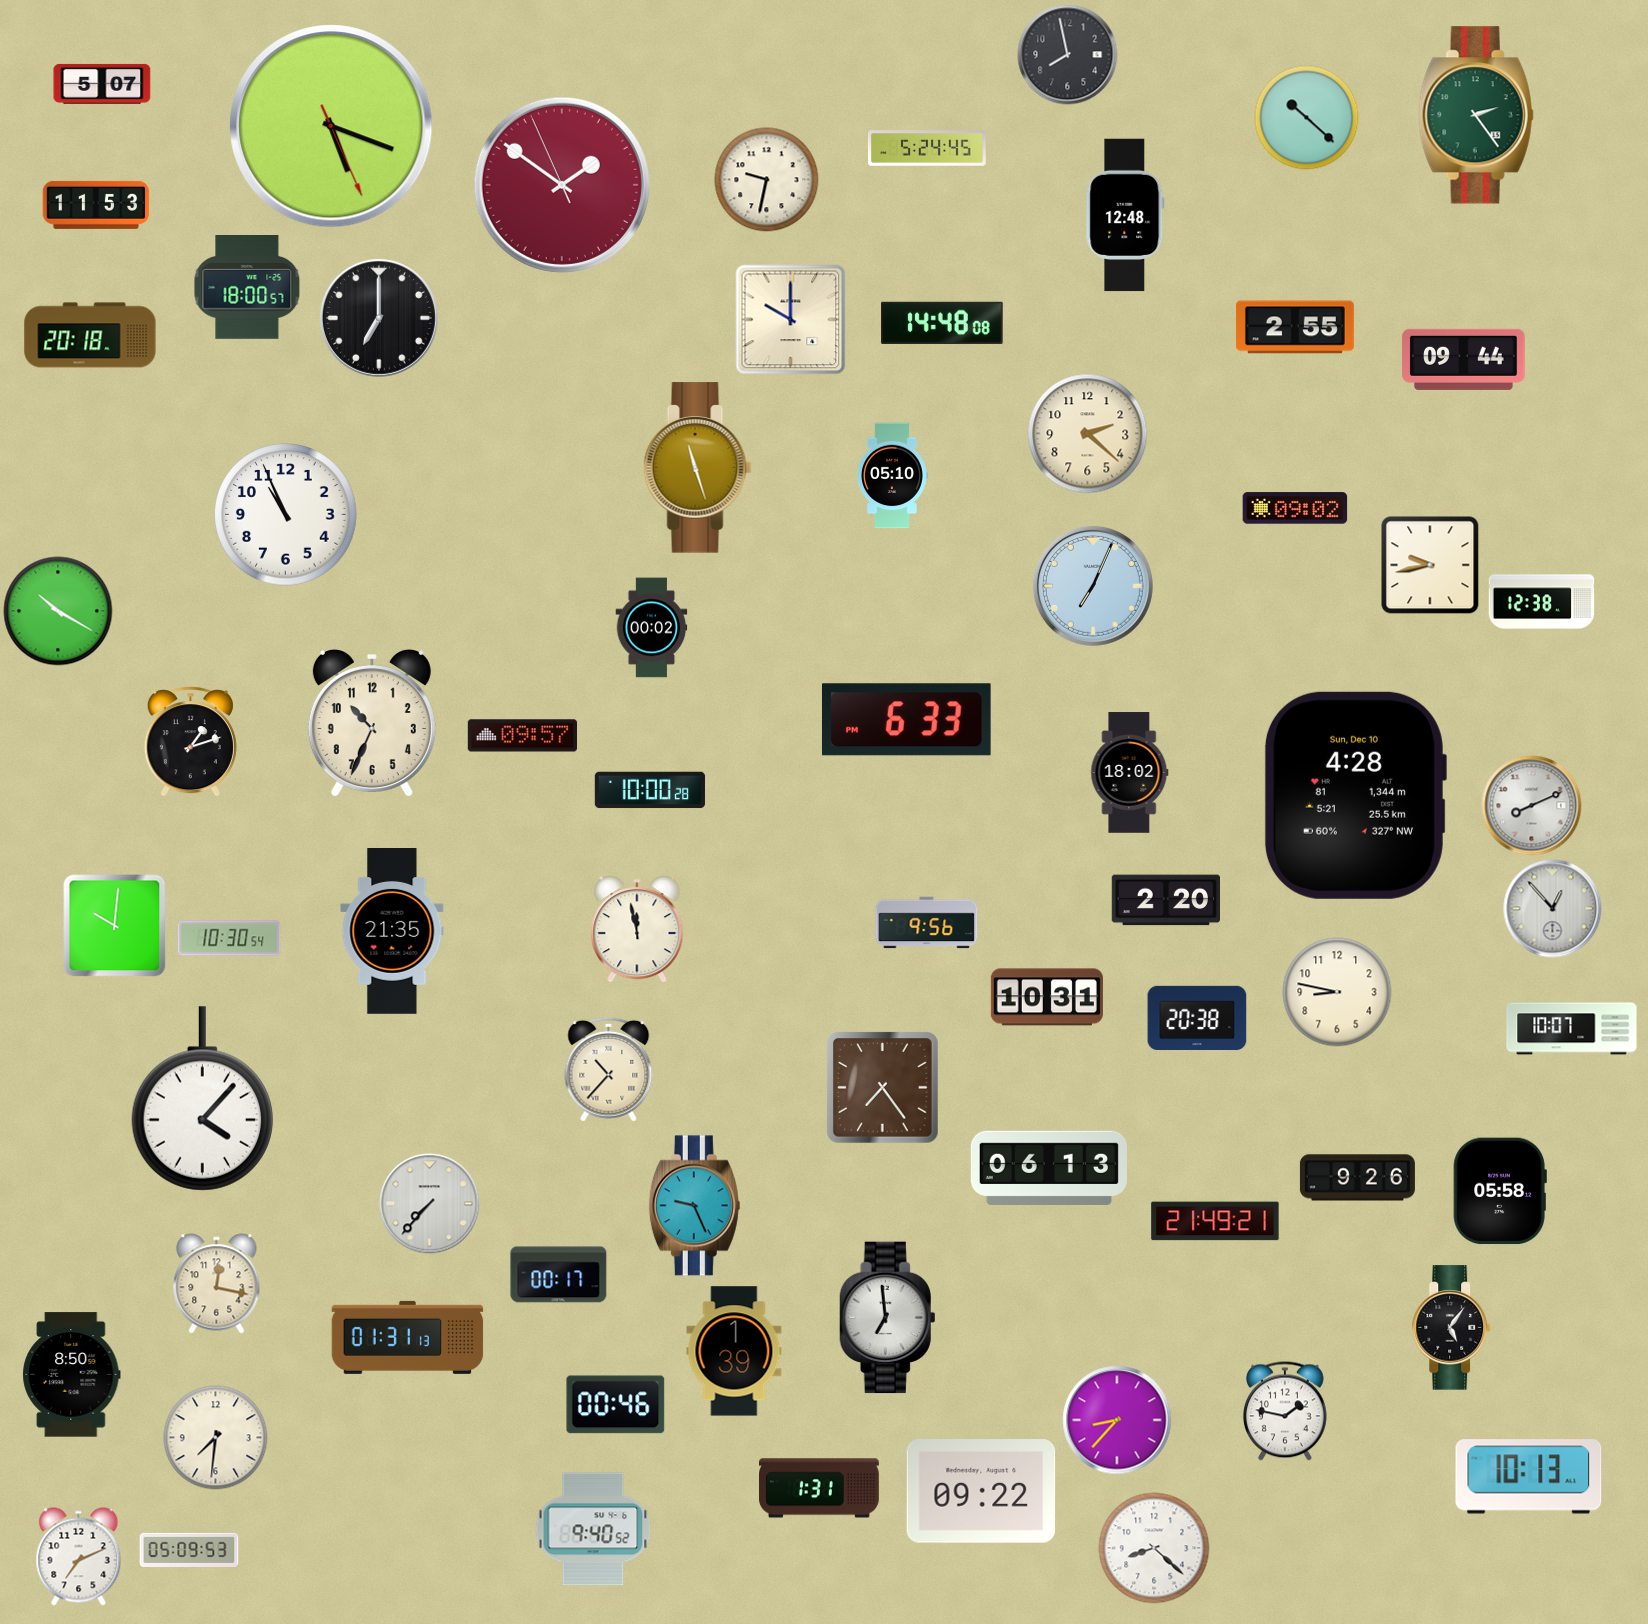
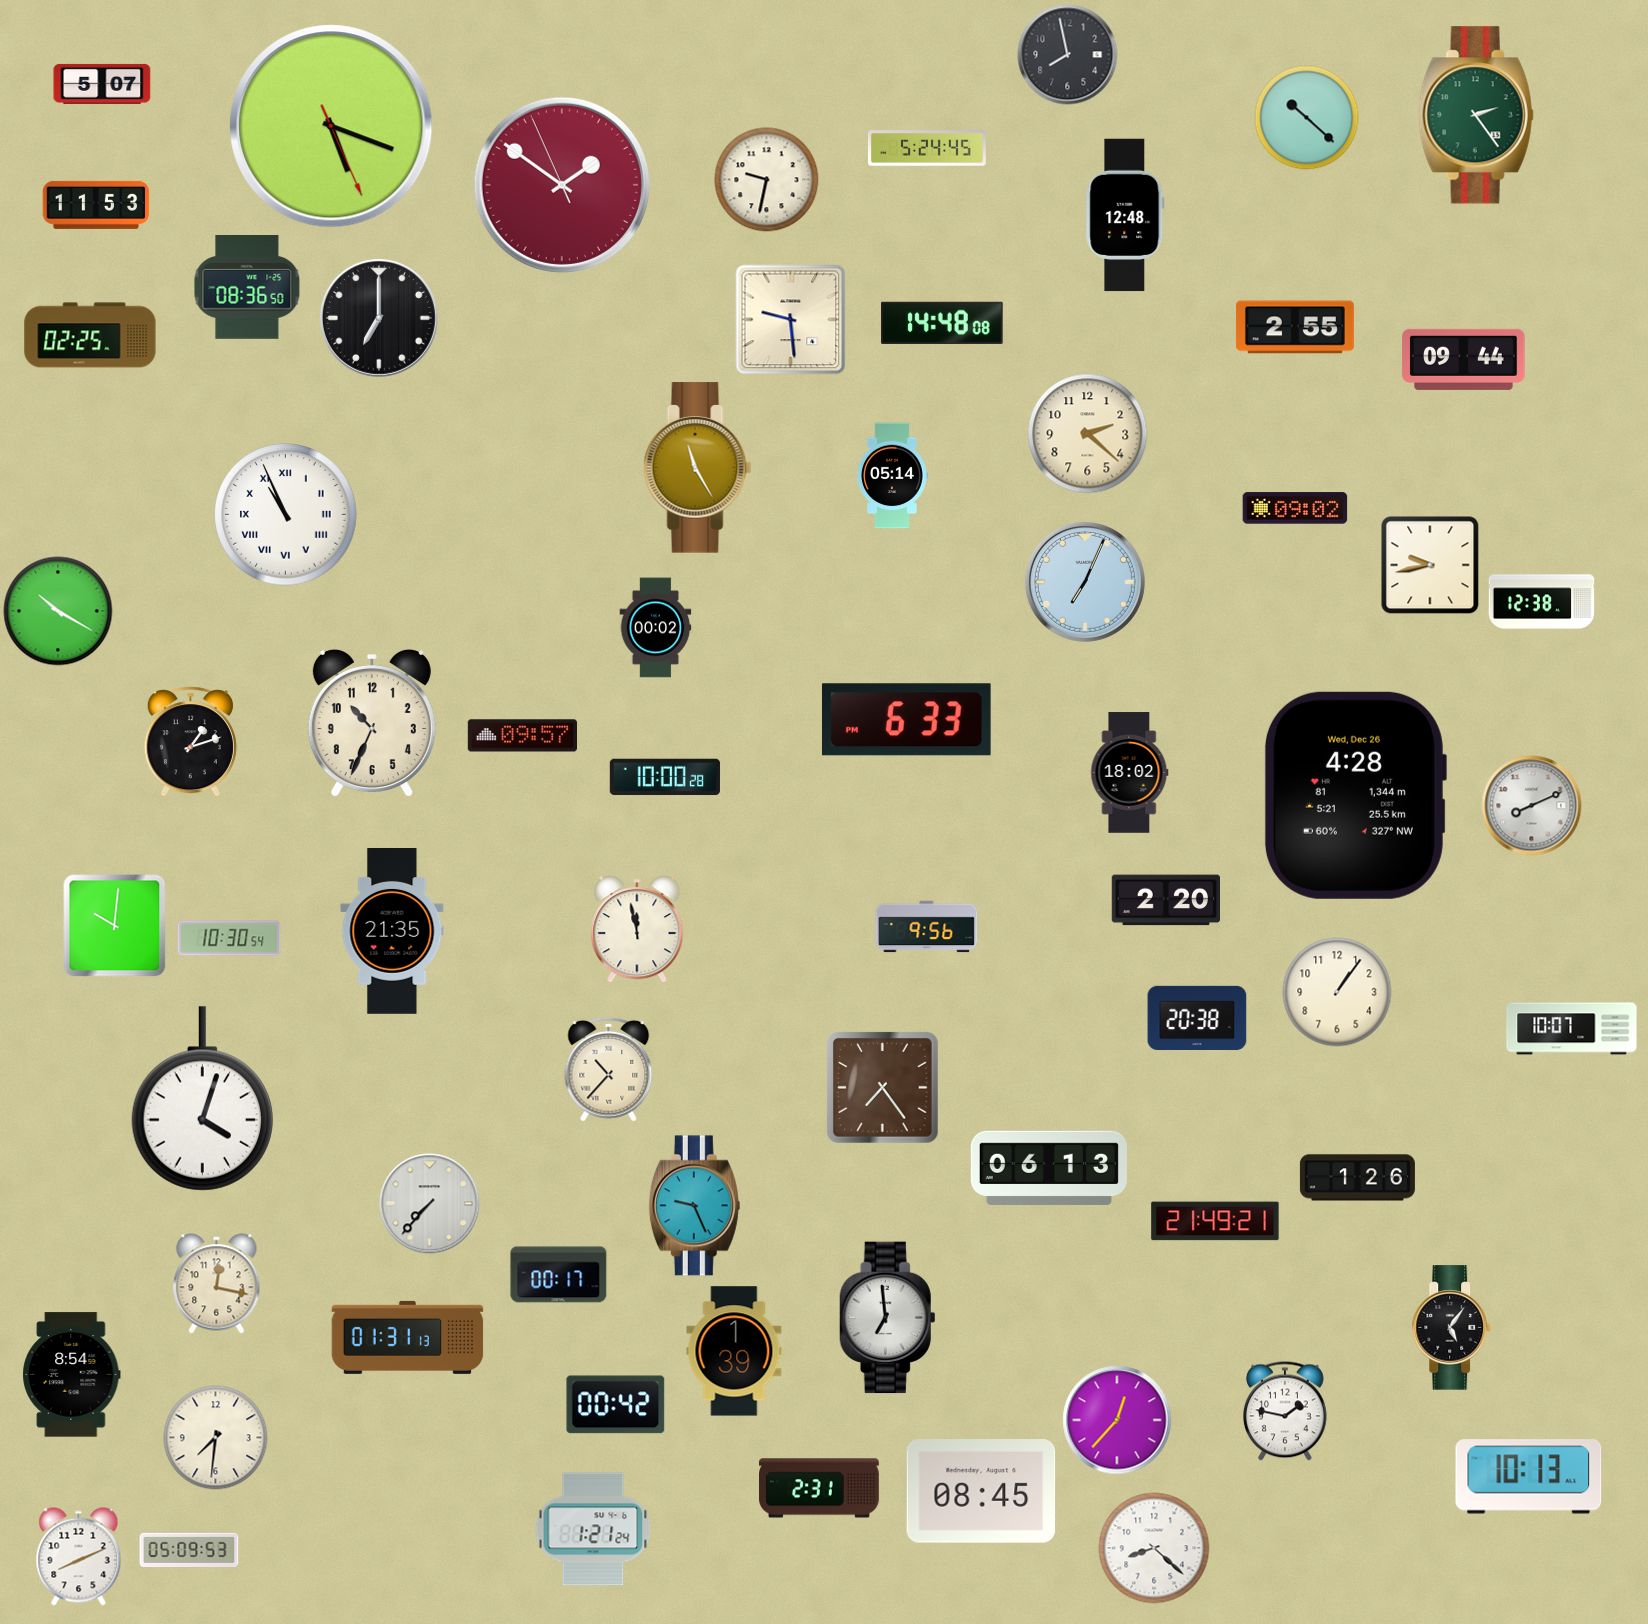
clock at (247, 288): 18:00 -> 08:36
clock at (791, 320): 10:00 -> 9:29
clock at (90, 335): 20:18 -> 02:25
clock at (698, 468): 11:27 -> 11:25
clock at (892, 476): 05:10 -> 05:14
clock at (286, 515) numerals: Arabic -> Roman
clock at (1093, 586) position: (1093, 586) -> (1085, 582)
clock at (652, 628) position: (652, 628) -> (656, 628)
clock at (650, 790) position: (650, 790) -> (665, 777)
clock at (1355, 795) date: Sun, Dec 10 -> Wed, Dec 26
clock at (1553, 909): 12:53 -> none
clock at (927, 923) position: (927, 923) -> (927, 927)
clock at (1337, 992): 8:47 -> 1:06
clock at (1047, 997): 10:31 -> none
clock at (202, 1099): 4:07 -> 4:03
clock at (1357, 1178): 9:26 -> 1:26
clock at (1500, 1191): 05:58 -> none
clock at (72, 1375): 8:50 -> 8:54
clock at (616, 1405): 00:46 -> 00:42
clock at (1117, 1420): 8:37 -> 12:37
clock at (820, 1488): 1:31 -> 2:31
clock at (981, 1491): 09:22 -> 08:45
clock at (593, 1529): 9:40 -> 1:21
clock at (79, 1557): 7:11 -> 8:11
